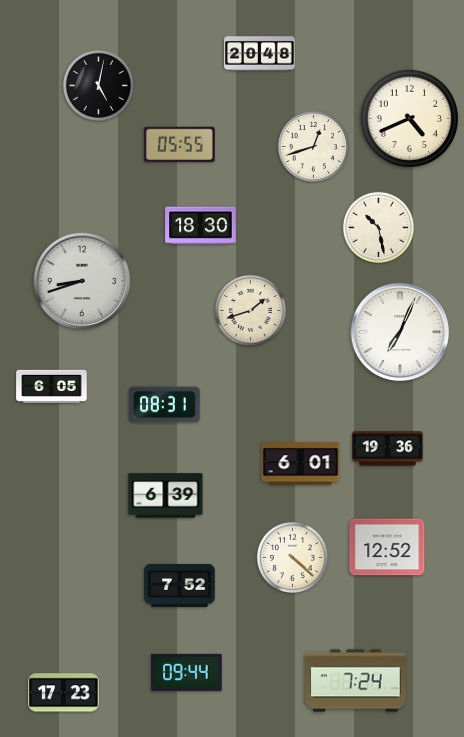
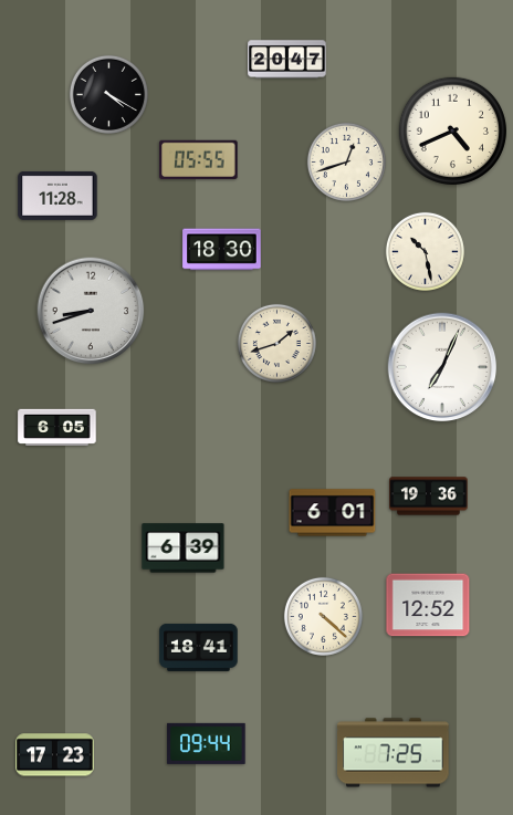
clock at (260, 54): 20:48 -> 20:47
clock at (98, 85): 5:02 -> 4:20
clock at (57, 196): none -> 11:28
clock at (378, 227) position: (378, 227) -> (425, 251)
clock at (165, 405): 08:31 -> none
clock at (180, 585): 7:52 -> 18:41
clock at (356, 681): 7:24 -> 7:25
clock at (64, 693) position: (64, 693) -> (55, 755)
